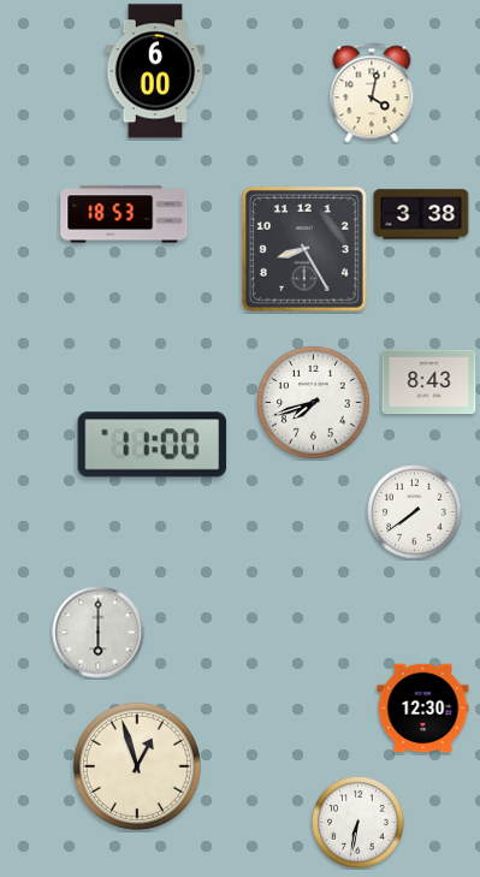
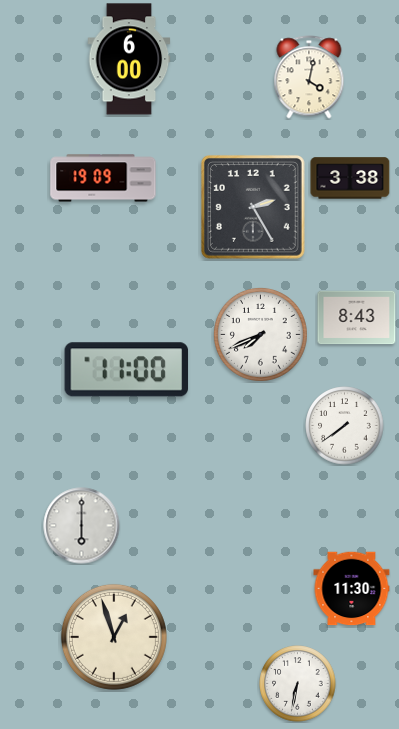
clock at (124, 214): 18:53 -> 19:09
clock at (304, 249): 8:25 -> 2:25
clock at (313, 402): 7:42 -> 7:41
clock at (423, 709): 12:30 -> 11:30
